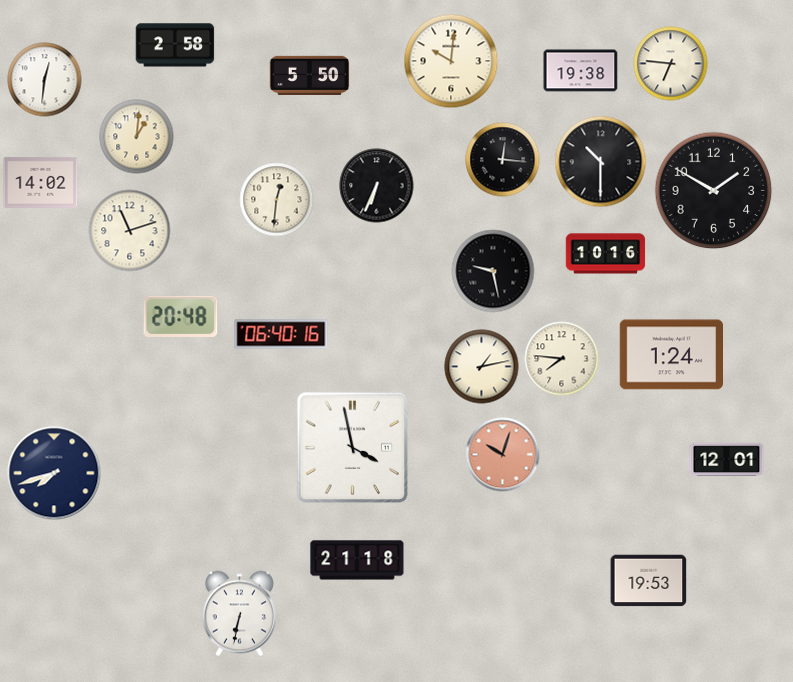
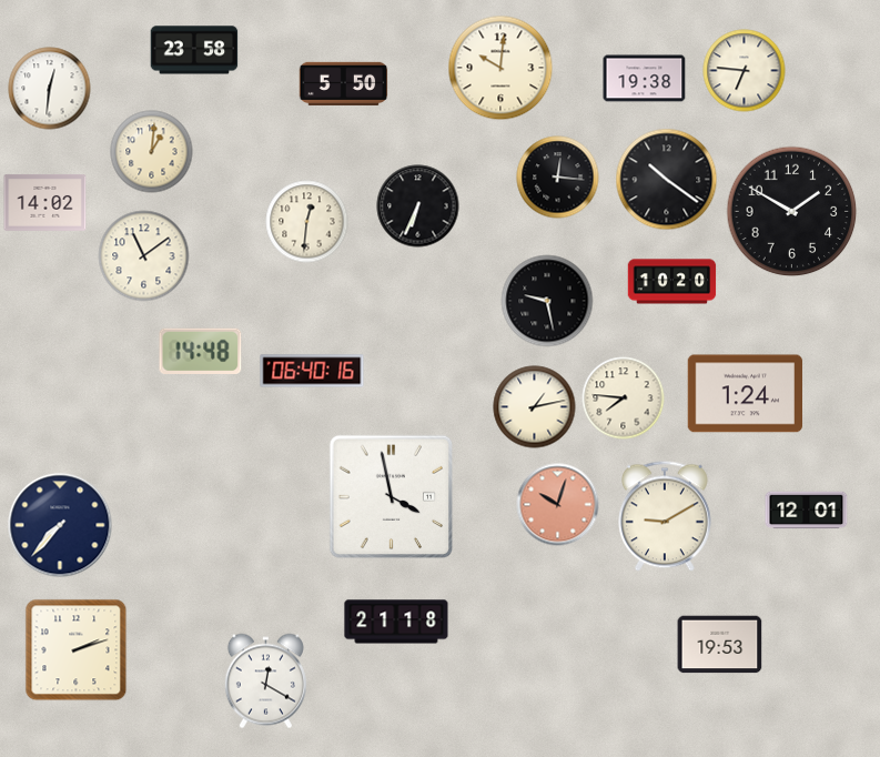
clock at (175, 45): 2:58 -> 23:58
clock at (601, 162): 10:30 -> 10:21
clock at (130, 231): 11:12 -> 11:09
clock at (606, 254): 10:16 -> 10:20
clock at (181, 316): 20:48 -> 14:48
clock at (666, 516): none -> 9:10
clock at (54, 473): 7:42 -> 7:37
clock at (77, 650): none -> 2:12
clock at (239, 614): 6:32 -> 12:20
